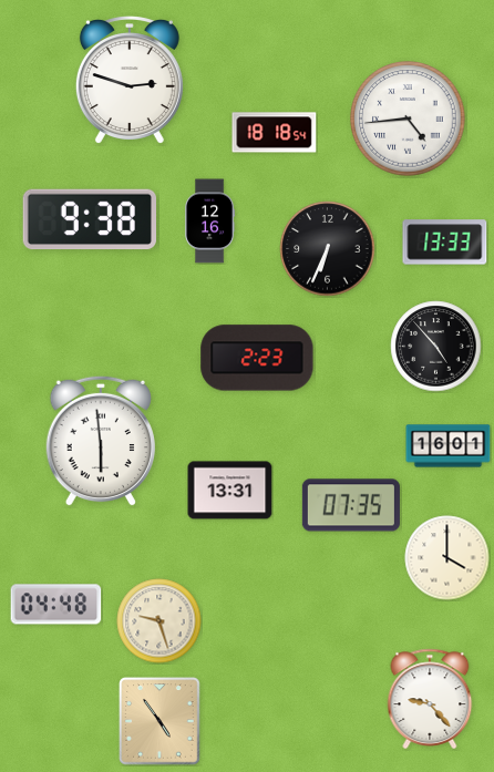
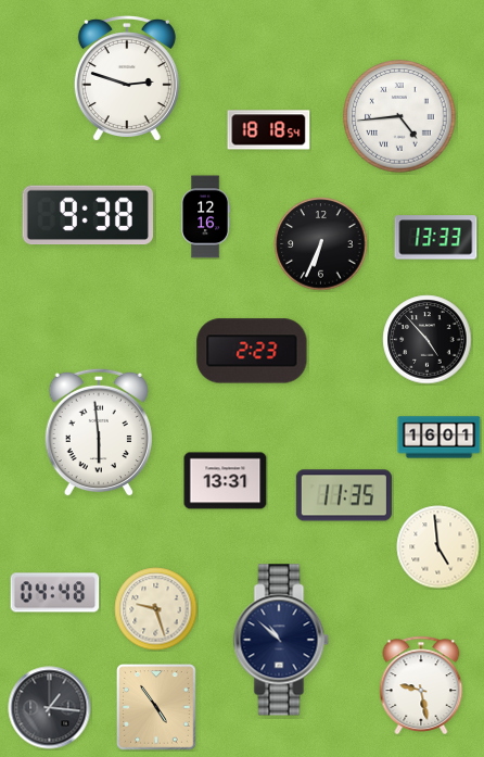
clock at (351, 505): 07:35 -> 11:35
clock at (447, 558): 4:00 -> 4:59
clock at (281, 640): none -> 10:52
clock at (430, 698): 9:23 -> 9:28
clock at (50, 708): none -> 1:16
